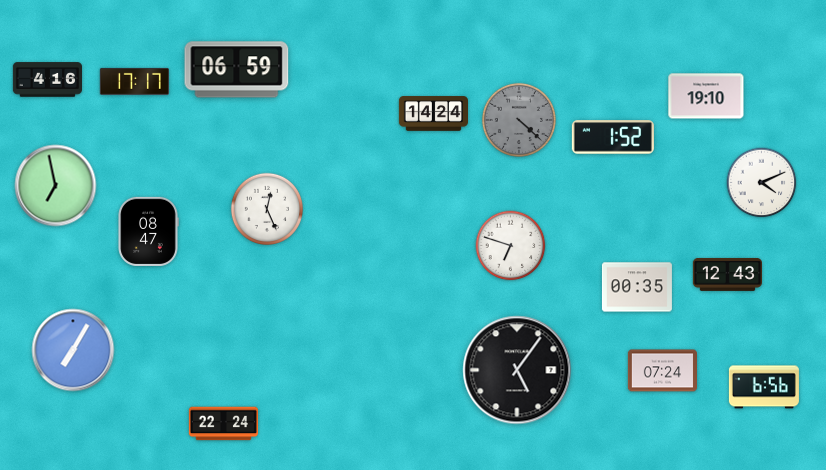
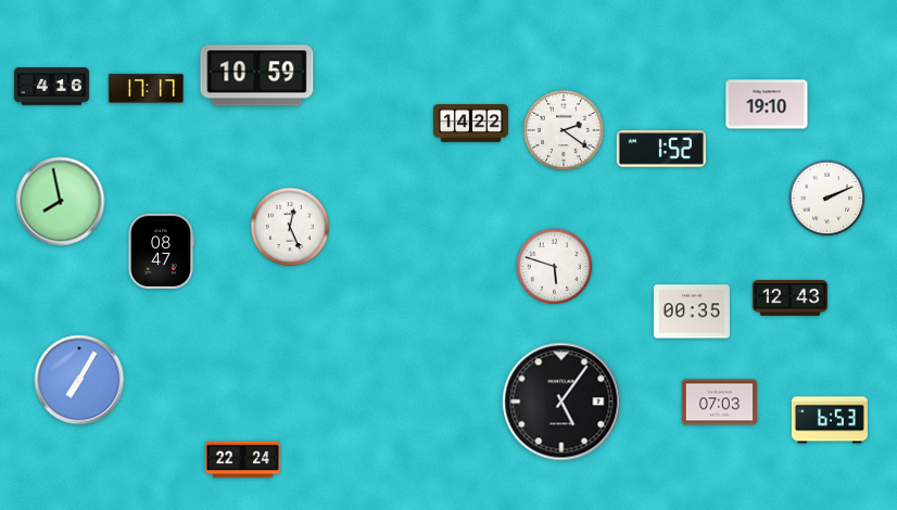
clock at (237, 70): 06:59 -> 10:59
clock at (433, 114): 14:24 -> 14:22
clock at (519, 120): 4:22 -> 2:21
clock at (519, 120) dial: grey -> white
clock at (613, 137) position: (613, 137) -> (661, 149)
clock at (762, 183): 4:11 -> 2:11
clock at (56, 186): 6:58 -> 7:58
clock at (511, 246): 6:48 -> 5:48
clock at (662, 371): 07:24 -> 07:03
clock at (764, 387): 6:56 -> 6:53
